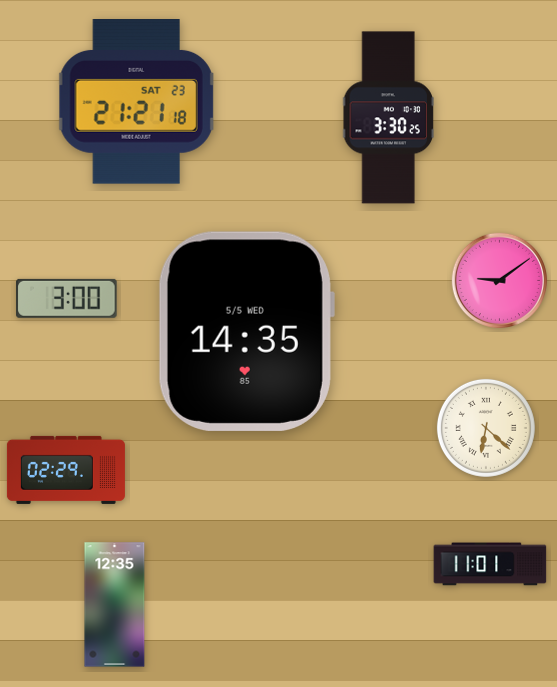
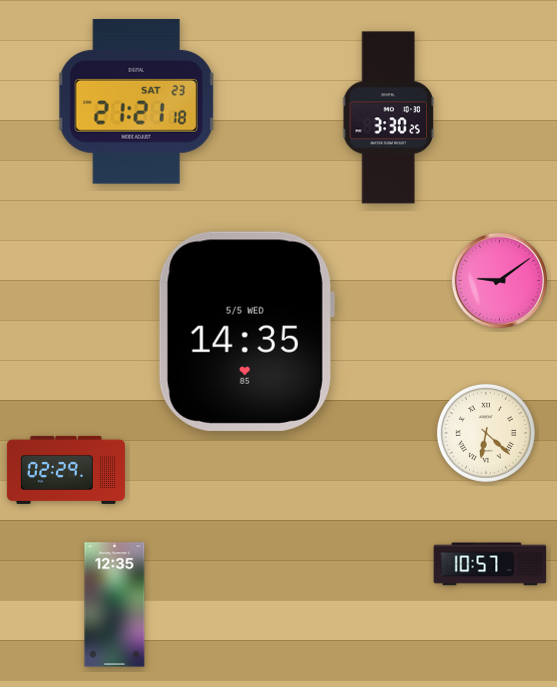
clock at (67, 298): 3:00 -> none
clock at (486, 428) position: (486, 428) -> (486, 433)
clock at (490, 564): 11:01 -> 10:57
